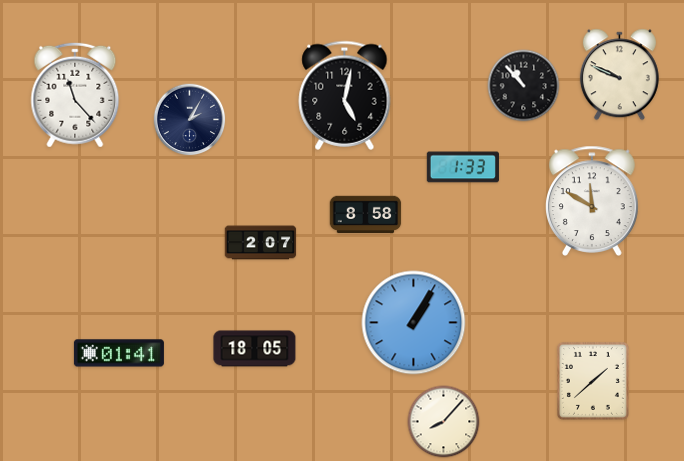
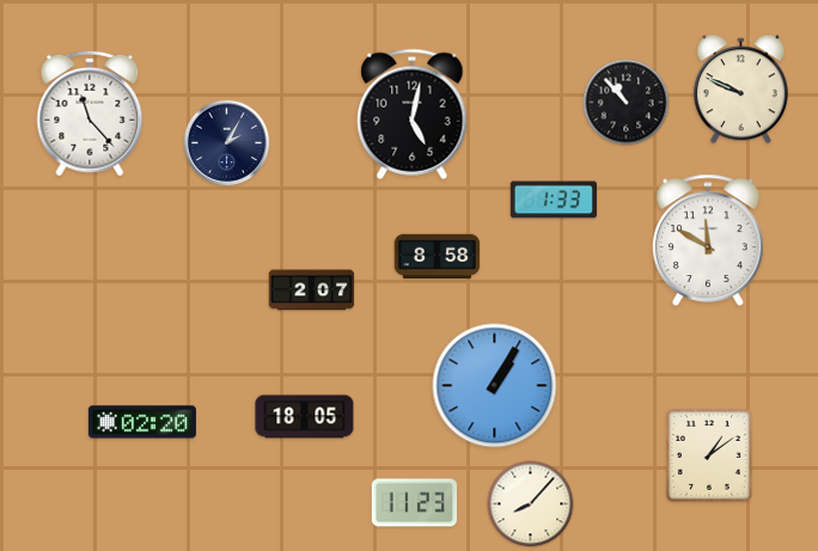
clock at (119, 353): 01:41 -> 02:20
clock at (593, 381): 1:38 -> 1:09
clock at (415, 503): none -> 11:23
